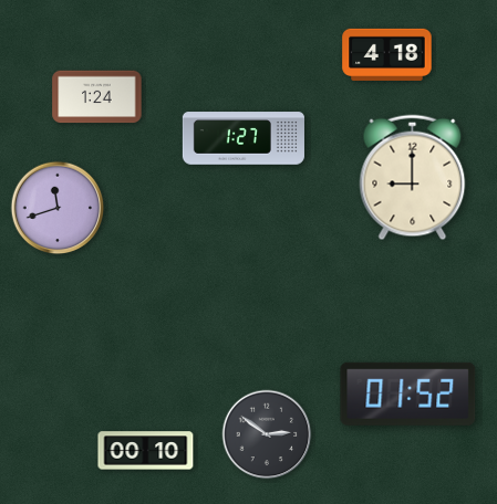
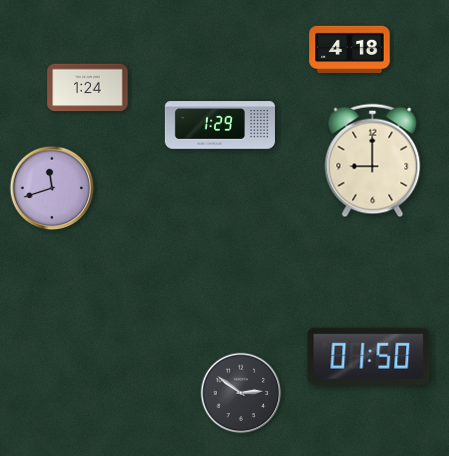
clock at (244, 138): 1:27 -> 1:29
clock at (408, 393): 01:52 -> 01:50
clock at (146, 451): 00:10 -> none
